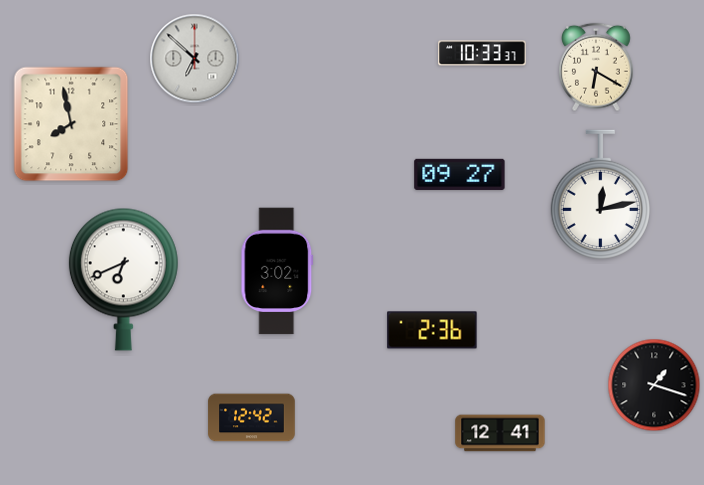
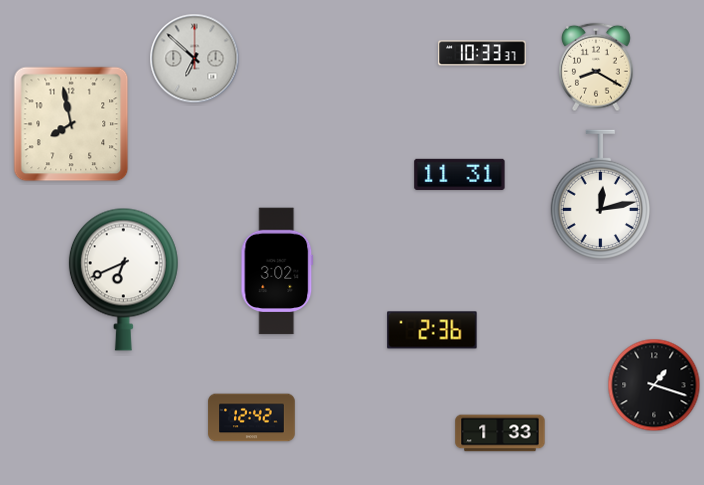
clock at (597, 67): 6:20 -> 8:20
clock at (460, 174): 09:27 -> 11:31
clock at (500, 433): 12:41 -> 1:33
